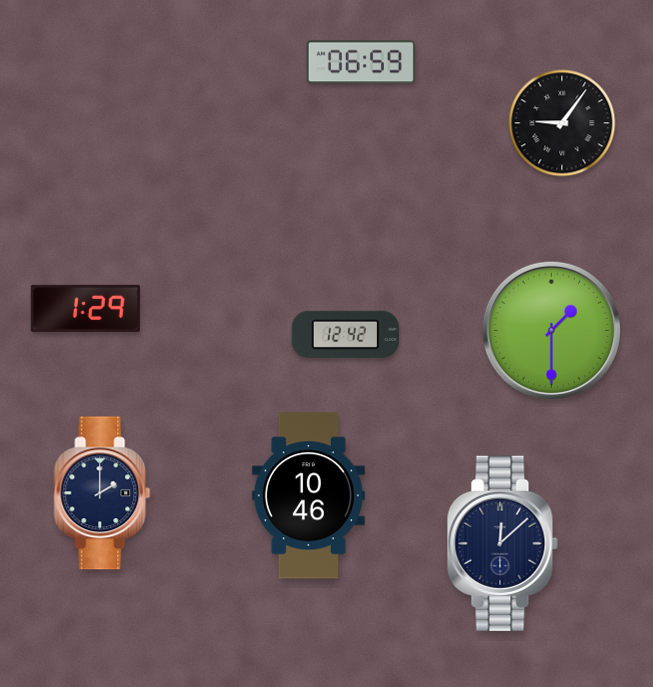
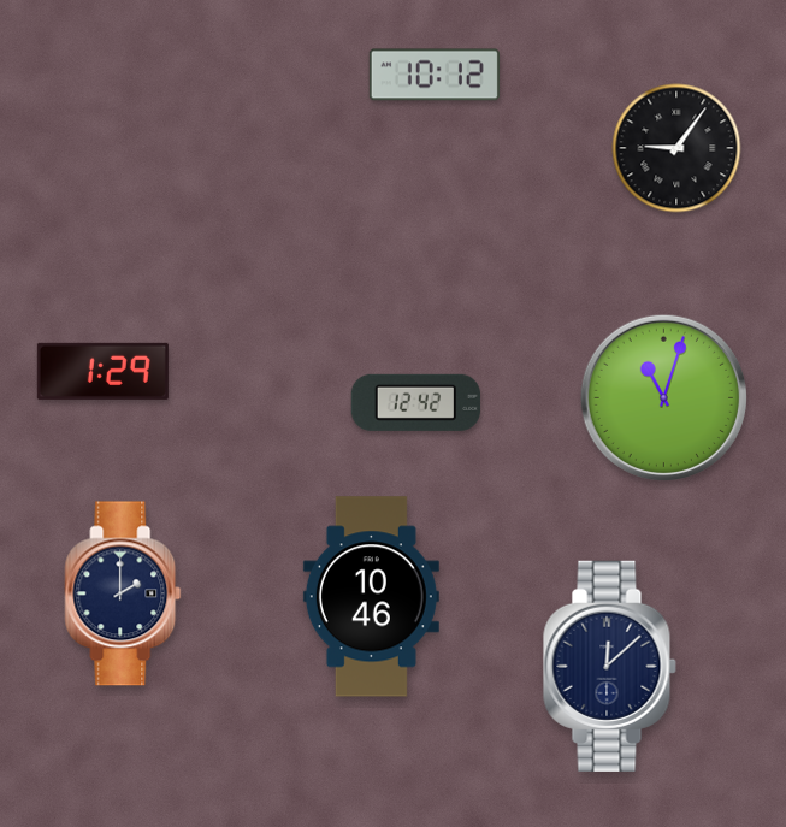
clock at (361, 62): 06:59 -> 10:12
clock at (551, 330): 1:30 -> 11:03
clock at (502, 543) position: (502, 543) -> (609, 666)
